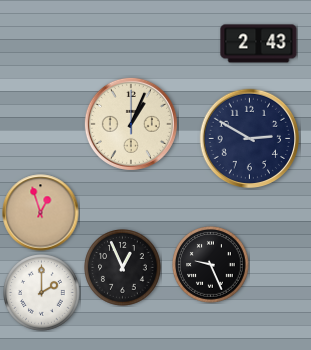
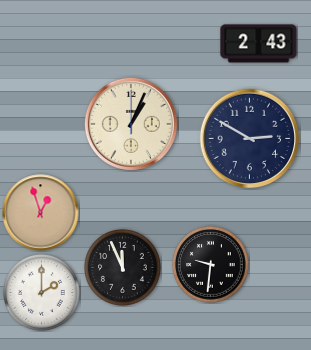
clock at (211, 265): 9:26 -> 9:31
clock at (123, 268): 12:56 -> 11:56
